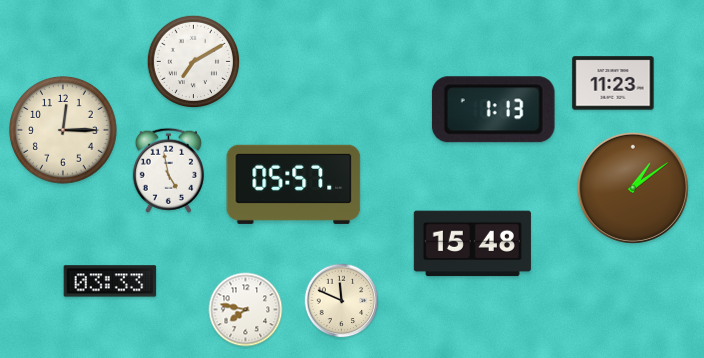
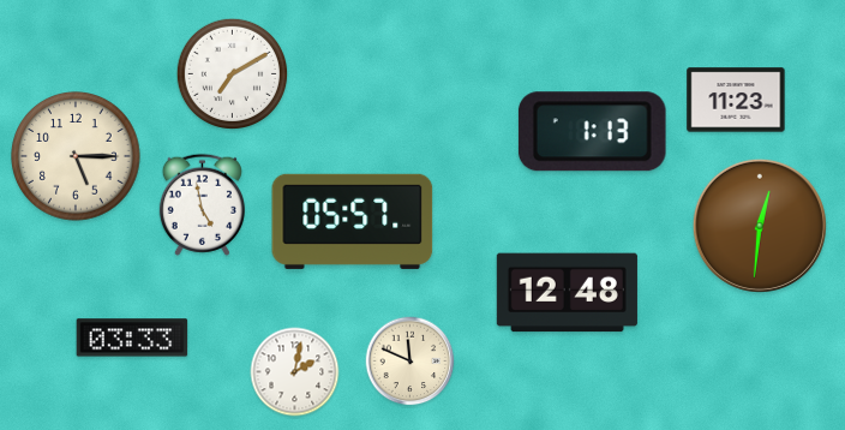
clock at (63, 130): 12:15 -> 5:15
clock at (633, 188): 1:09 -> 12:31
clock at (472, 244): 15:48 -> 12:48
clock at (246, 310): 7:47 -> 2:02
